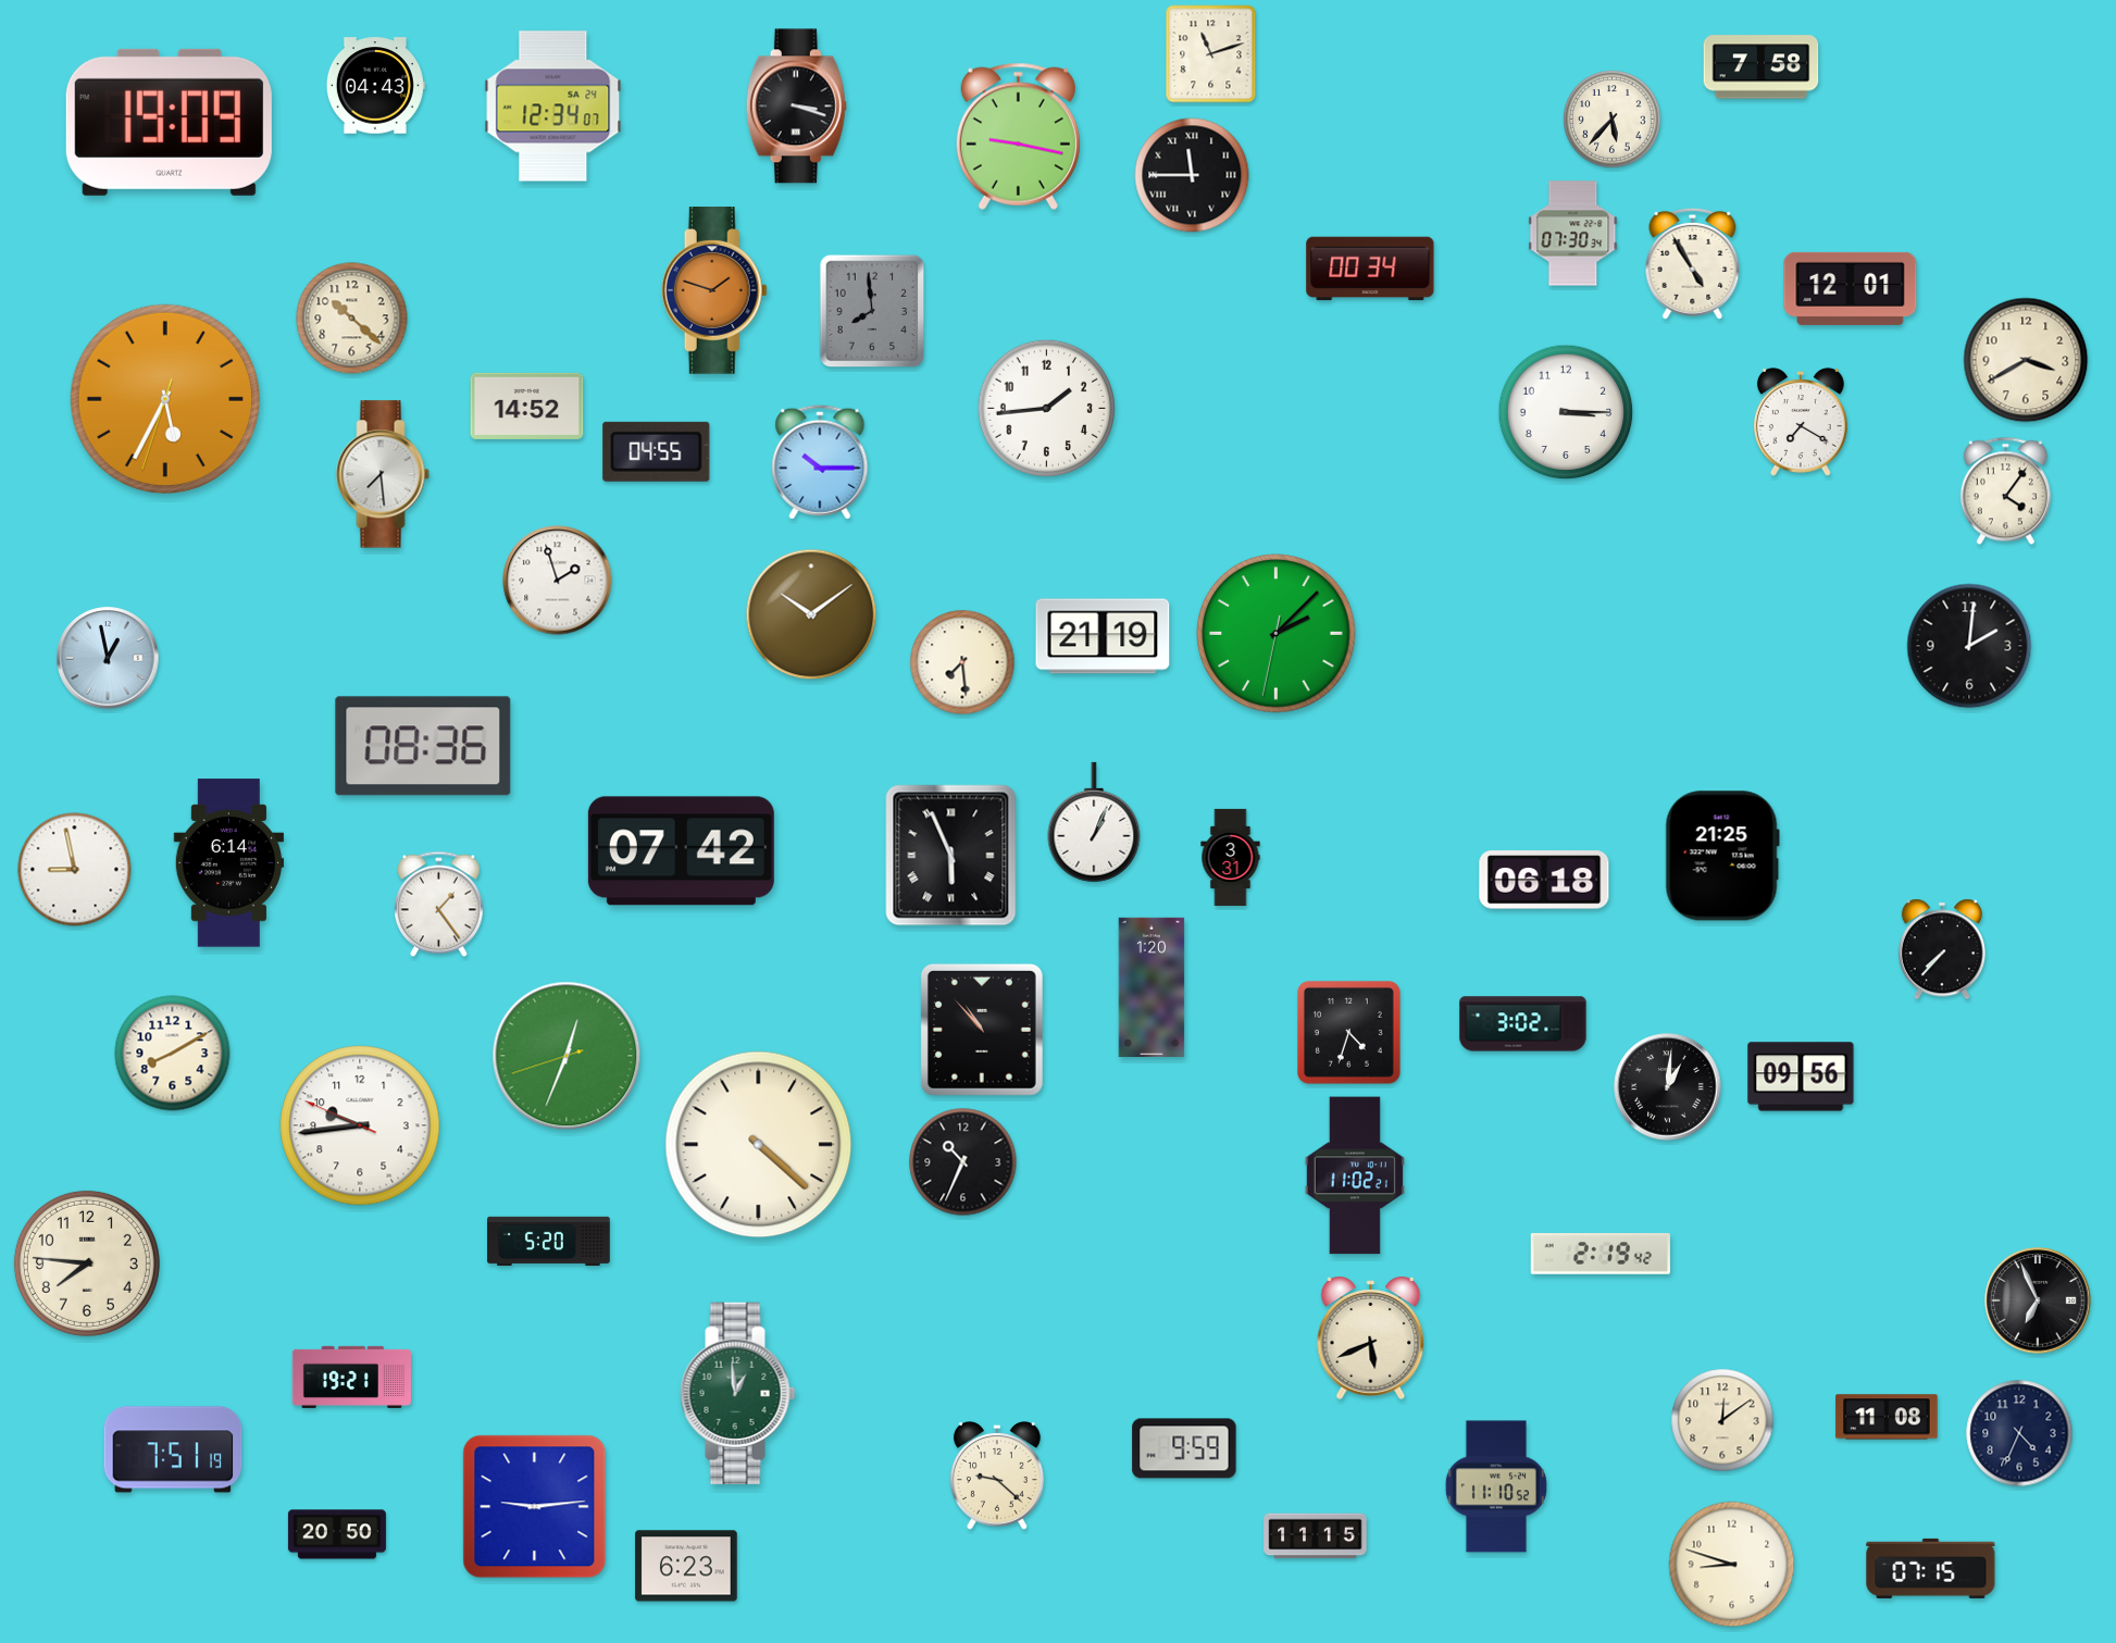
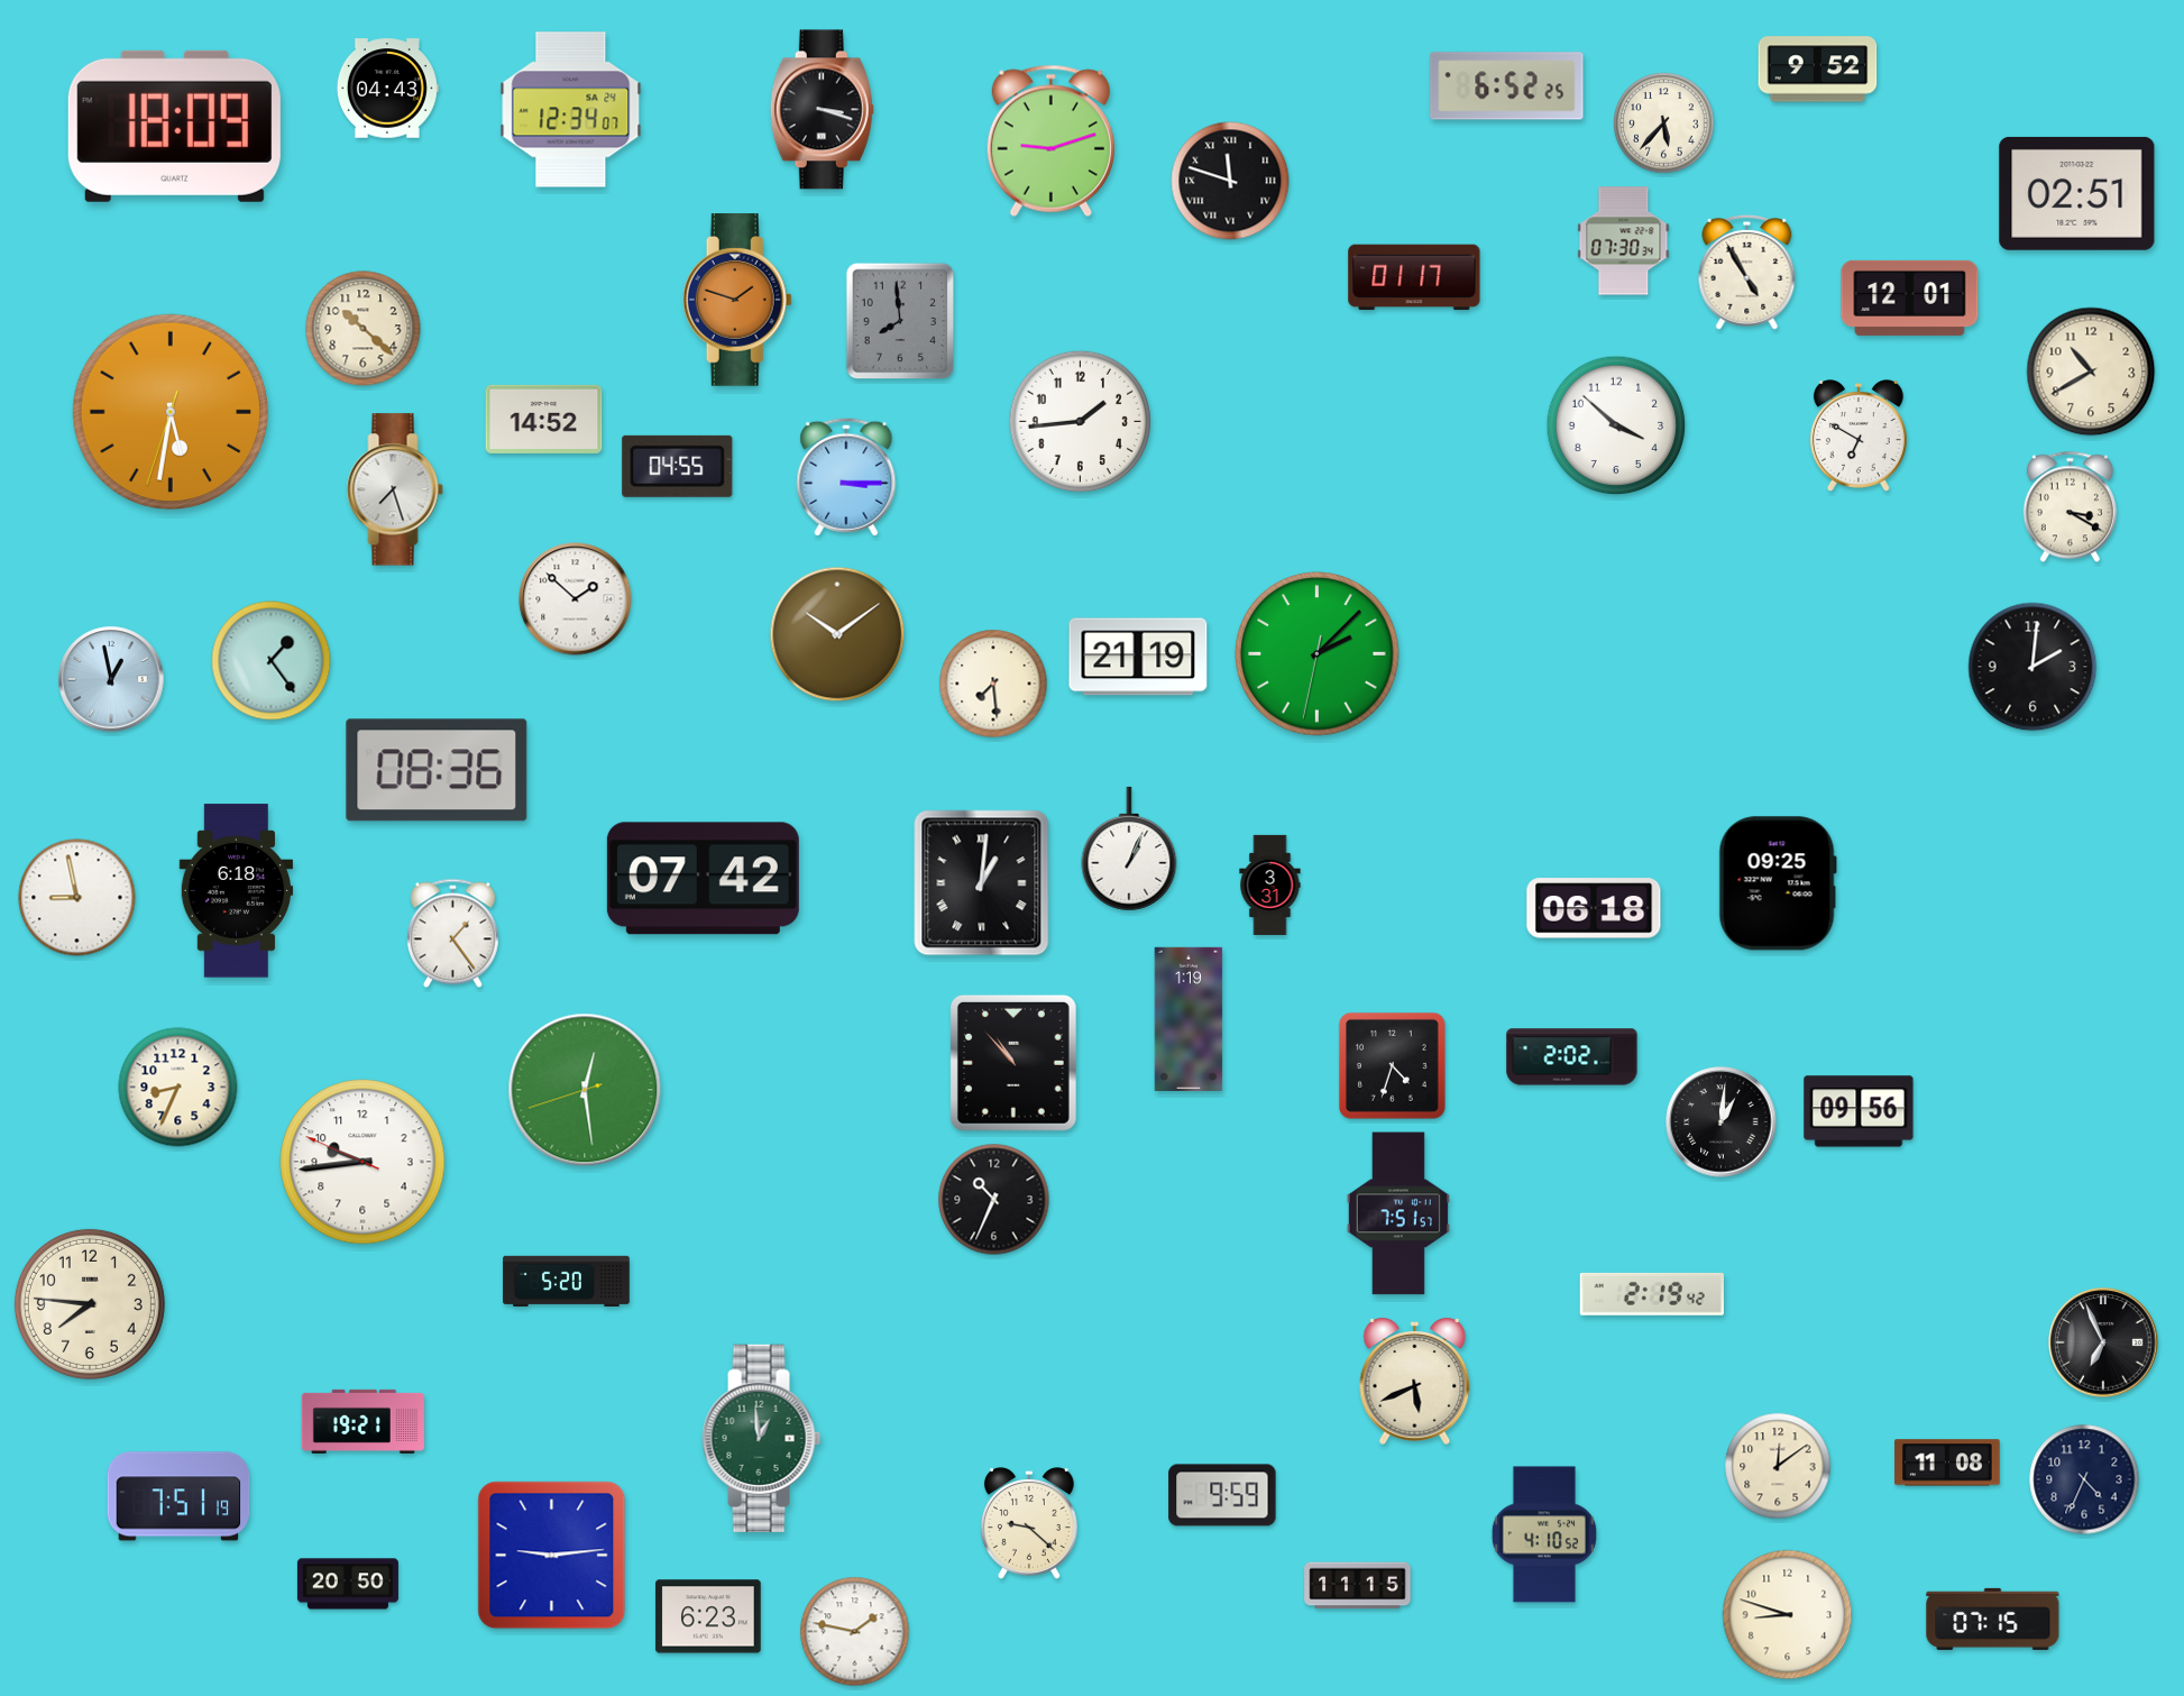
clock at (1211, 54): 11:12 -> none
clock at (1762, 67): 7:58 -> 9:52
clock at (1507, 86): none -> 6:52
clock at (169, 122): 19:09 -> 18:09
clock at (1018, 136): 9:17 -> 9:12
clock at (1192, 175): 11:45 -> 11:48
clock at (2077, 193): none -> 02:51
clock at (1370, 269): 00:34 -> 01:17
clock at (2026, 360): 3:40 -> 10:40
clock at (165, 399): 5:34 -> 5:31
clock at (1566, 412): 3:15 -> 3:52
clock at (1801, 422): 7:20 -> 6:50
clock at (820, 462): 10:15 -> 3:15
clock at (383, 474): 7:29 -> 7:27
clock at (2005, 491): 4:06 -> 3:20
clock at (558, 581): 1:57 -> 1:52
clock at (272, 661): none -> 1:24
clock at (951, 856): 5:56 -> 1:01
clock at (1722, 856): 21:25 -> 09:25
clock at (229, 863): 6:14 -> 6:18
clock at (1942, 949): 7:37 -> none
clock at (1152, 986): 1:20 -> 1:19
clock at (1523, 1024): 3:02 -> 2:02
clock at (173, 1054): 8:10 -> 8:34
clock at (567, 1056): 12:33 -> 12:28
clock at (360, 1125) position: (360, 1125) -> (363, 1162)
clock at (759, 1145): 4:22 -> none
clock at (1355, 1175): 11:02 -> 7:51
clock at (1496, 1486): 11:10 -> 4:10
clock at (855, 1632): none -> 1:47
